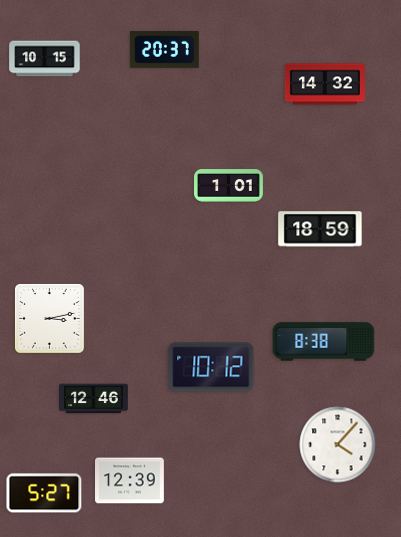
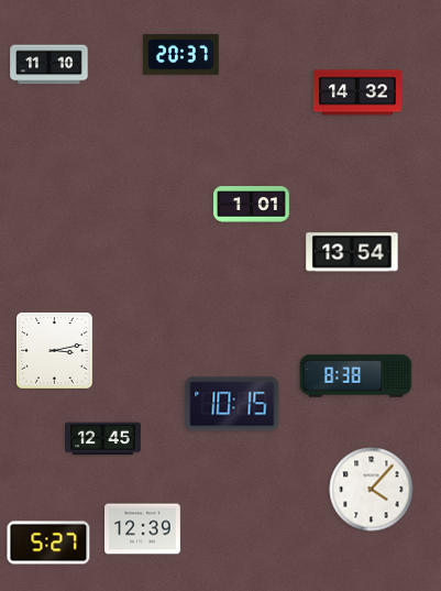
clock at (45, 59): 10:15 -> 11:10
clock at (320, 229): 18:59 -> 13:54
clock at (211, 367): 10:12 -> 10:15
clock at (94, 399): 12:46 -> 12:45
